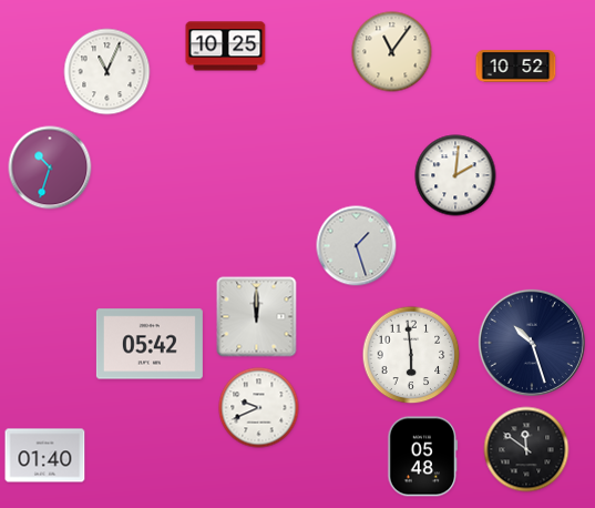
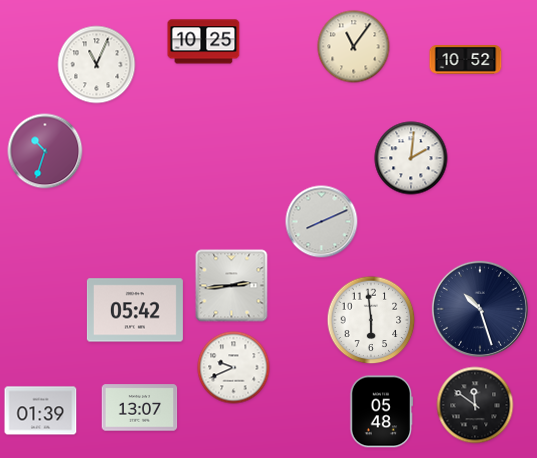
clock at (357, 246): 1:27 -> 8:11
clock at (257, 317): 12:00 -> 2:44
clock at (140, 408): none -> 13:07
clock at (45, 456): 01:40 -> 01:39
